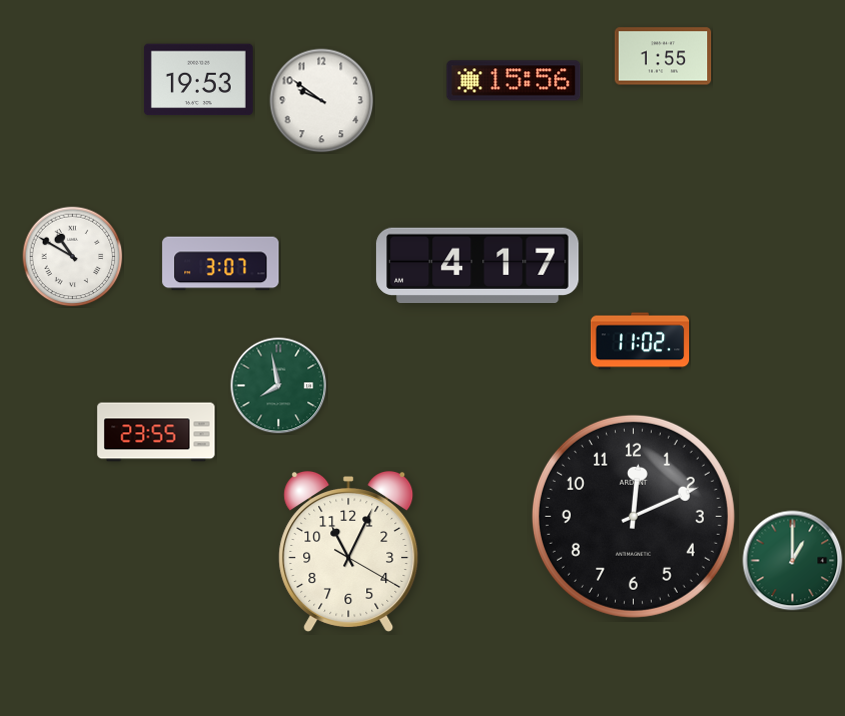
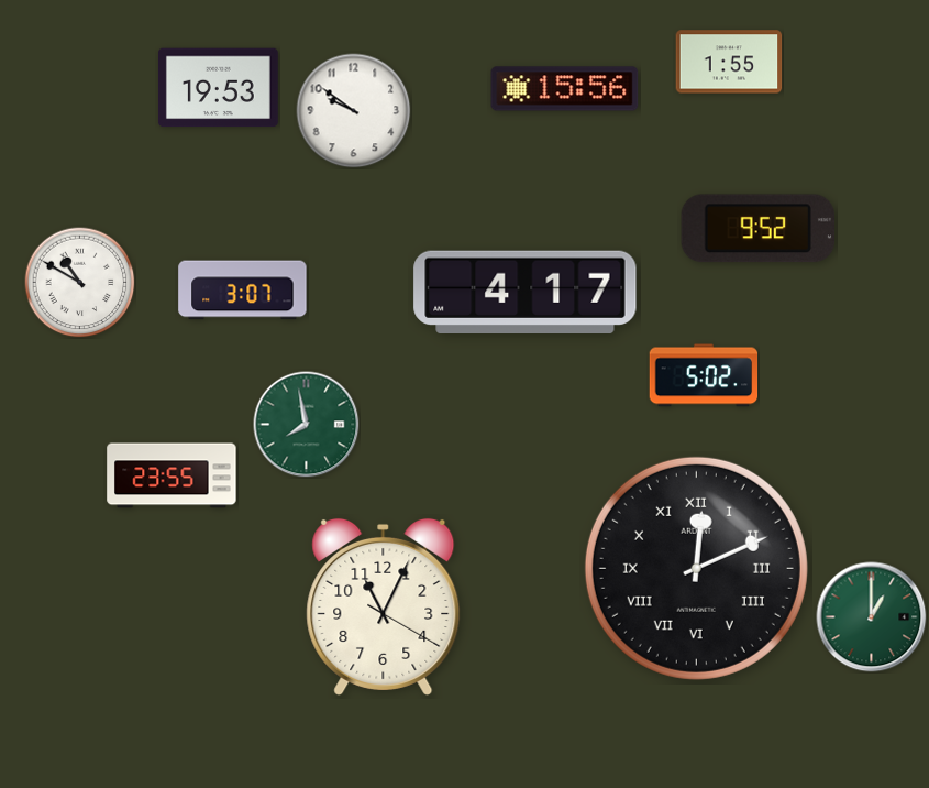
clock at (757, 229): none -> 9:52
clock at (640, 341): 11:02 -> 5:02
clock at (633, 516) numerals: Arabic -> Roman
